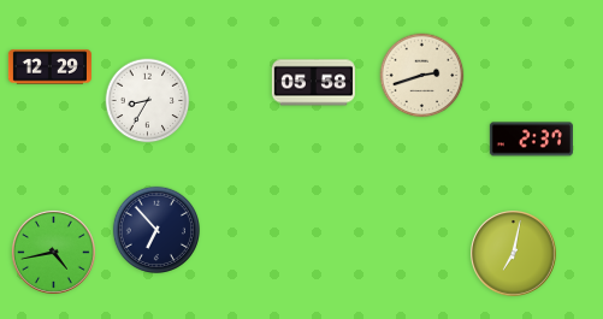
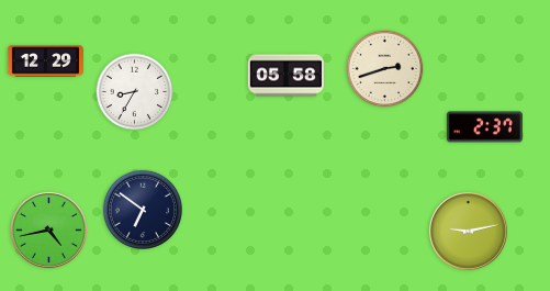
clock at (155, 229): 6:53 -> 6:51
clock at (514, 254): 7:02 -> 9:13
